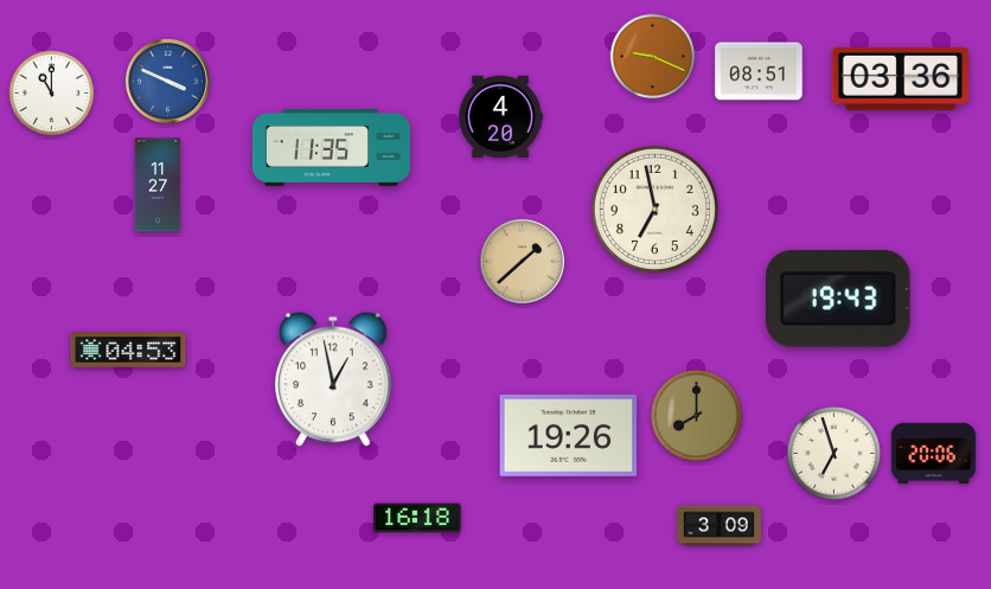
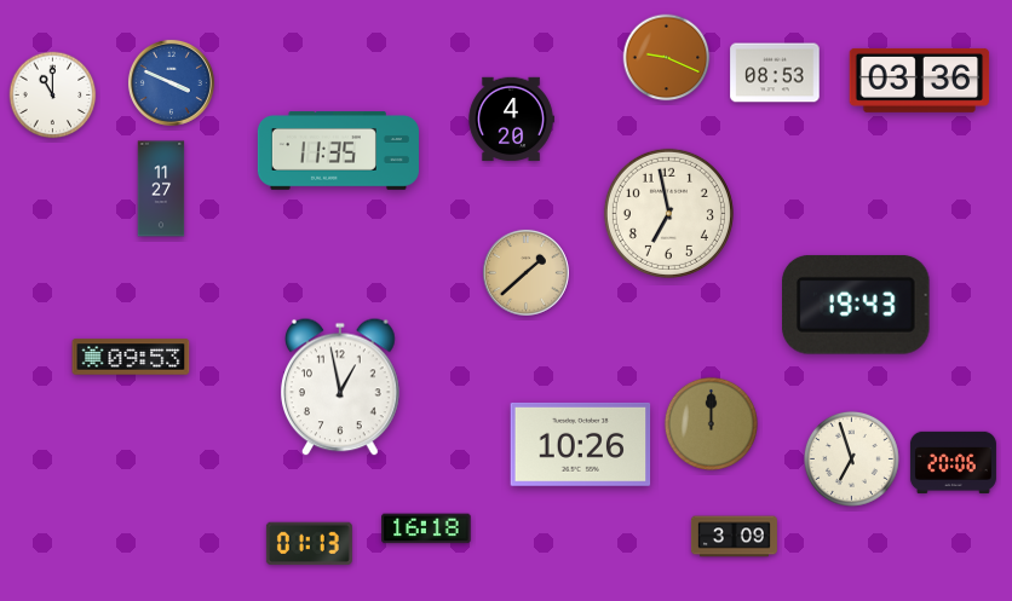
clock at (759, 71): 08:51 -> 08:53
clock at (522, 261) position: (522, 261) -> (525, 272)
clock at (128, 350): 04:53 -> 09:53
clock at (696, 415): 8:00 -> 12:00
clock at (569, 435): 19:26 -> 10:26
clock at (833, 453) position: (833, 453) -> (851, 458)
clock at (309, 544): none -> 01:13
